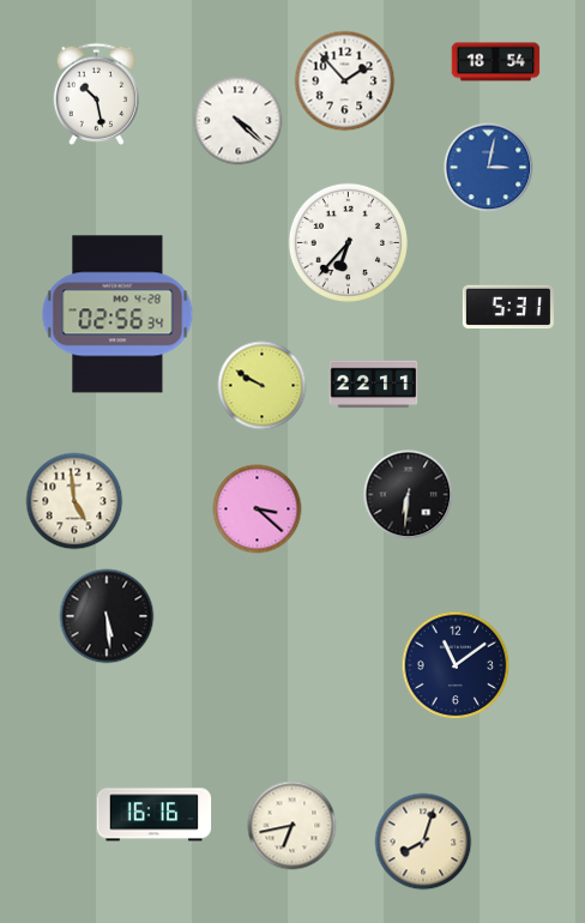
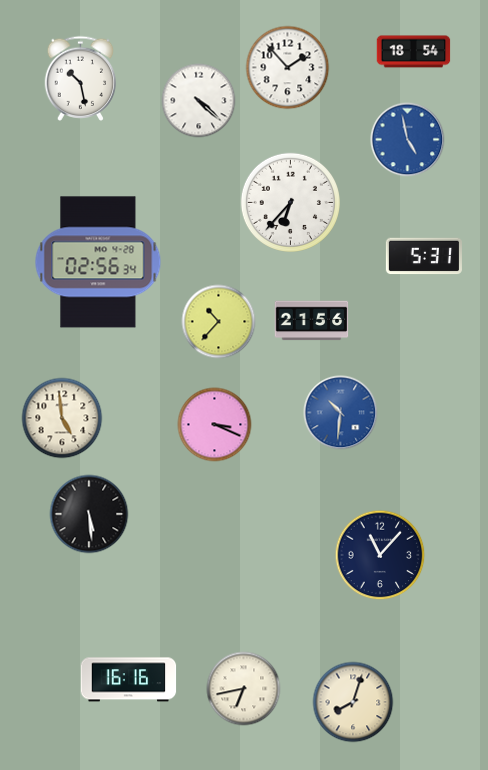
clock at (489, 168): 3:02 -> 4:58
clock at (374, 385): 22:11 -> 21:56
clock at (263, 386): 9:50 -> 10:37
clock at (409, 495): 6:31 -> 10:31
clock at (409, 495) dial: black -> blue
clock at (258, 509): 3:22 -> 3:19
clock at (456, 665): 11:09 -> 11:07
